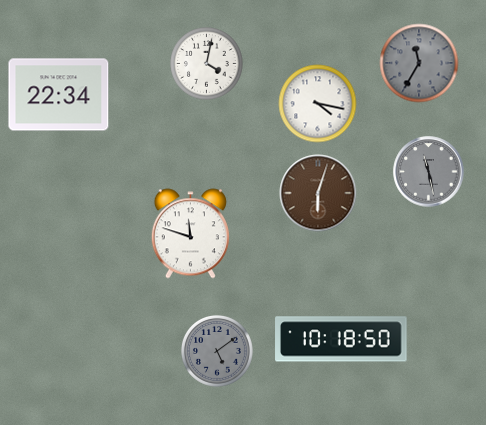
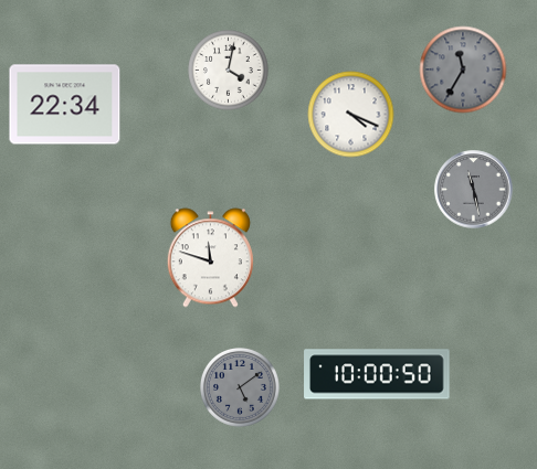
clock at (318, 104): 4:17 -> 4:19
clock at (318, 193): 6:03 -> none
clock at (341, 339): 10:18 -> 10:00
